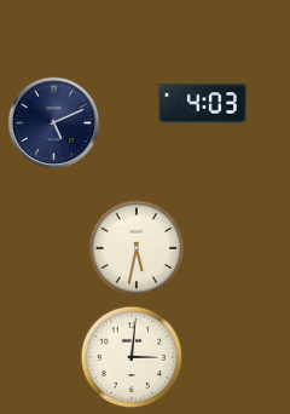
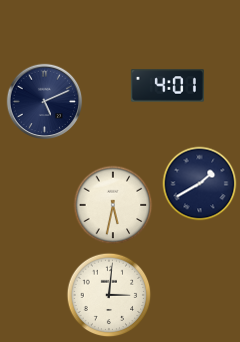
clock at (202, 104): 4:03 -> 4:01
clock at (200, 184): none -> 1:40
